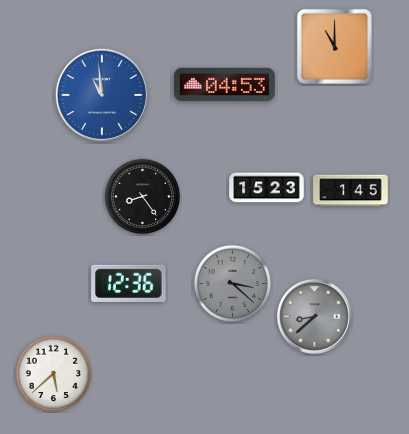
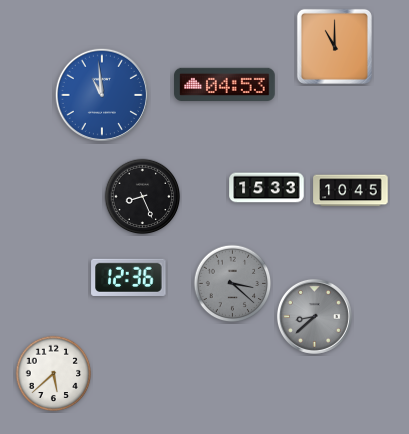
clock at (267, 188): 15:23 -> 15:33
clock at (351, 191): 1:45 -> 10:45
clock at (143, 197): 8:24 -> 8:26
clock at (129, 283) position: (129, 283) -> (129, 277)
